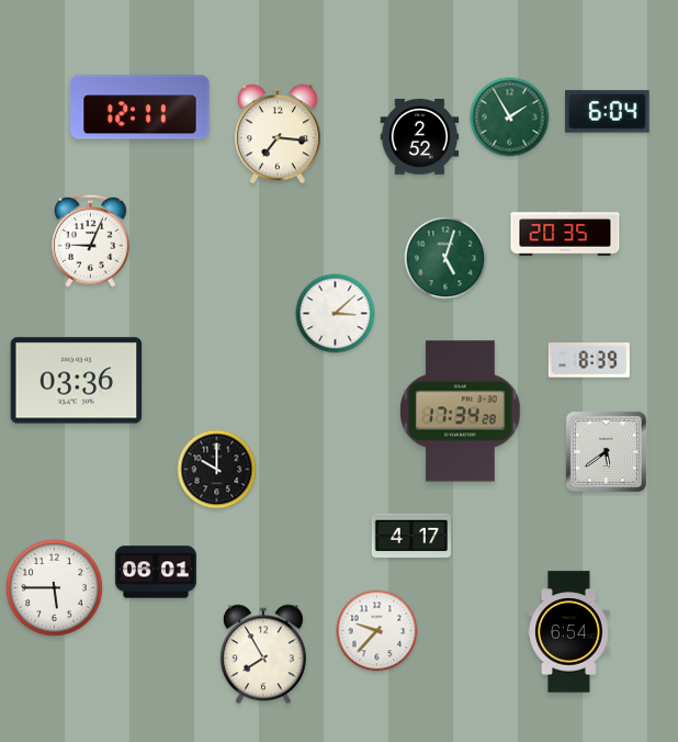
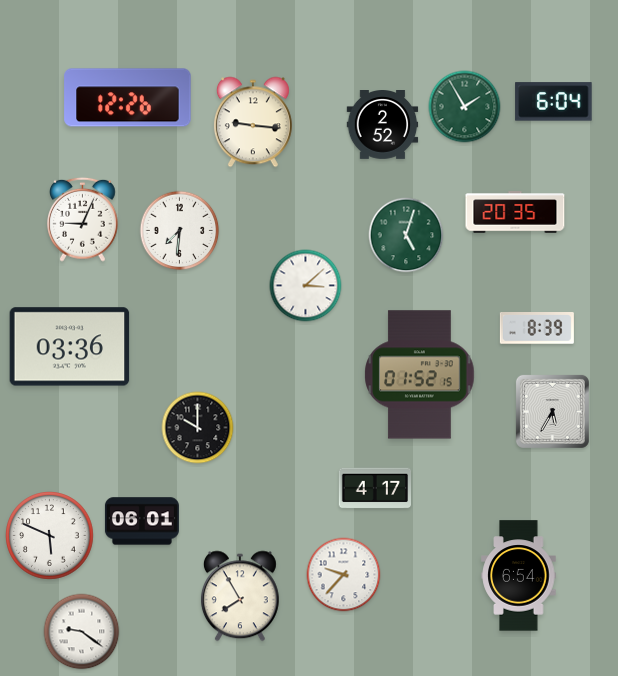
clock at (140, 108): 12:11 -> 12:26
clock at (278, 134): 7:16 -> 9:16
clock at (180, 231): none -> 7:31
clock at (461, 412): 17:34 -> 01:52
clock at (606, 451): 5:39 -> 5:35
clock at (55, 588): 5:45 -> 5:49
clock at (82, 632): none -> 9:21
